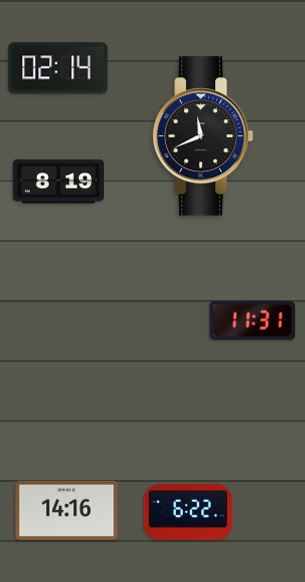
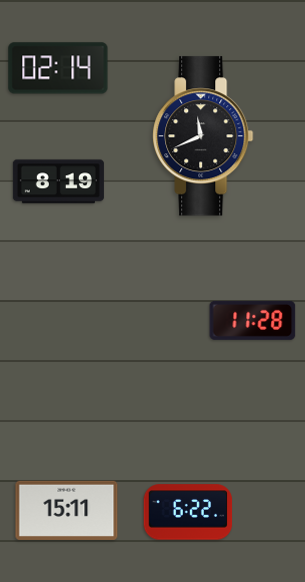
clock at (253, 320): 11:31 -> 11:28
clock at (67, 510): 14:16 -> 15:11
